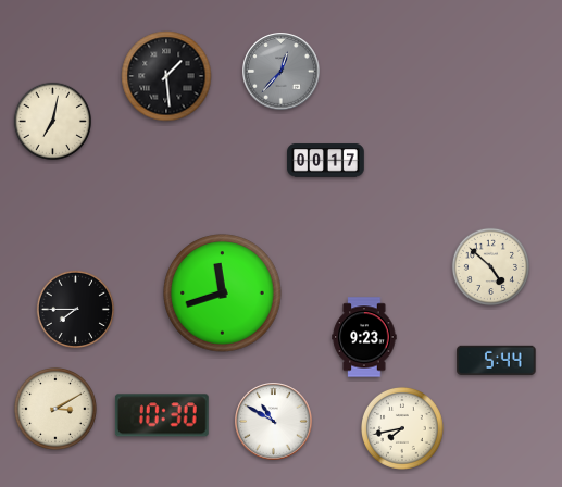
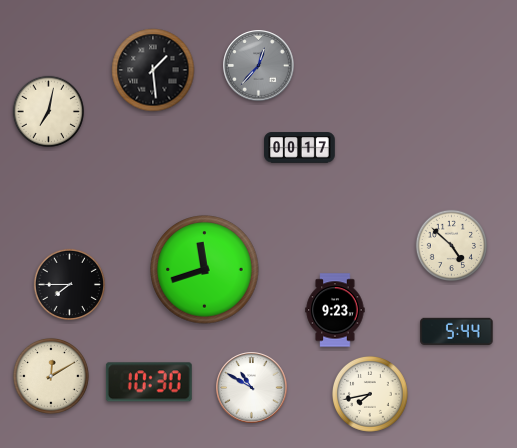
clock at (55, 409): 3:10 -> 12:10
